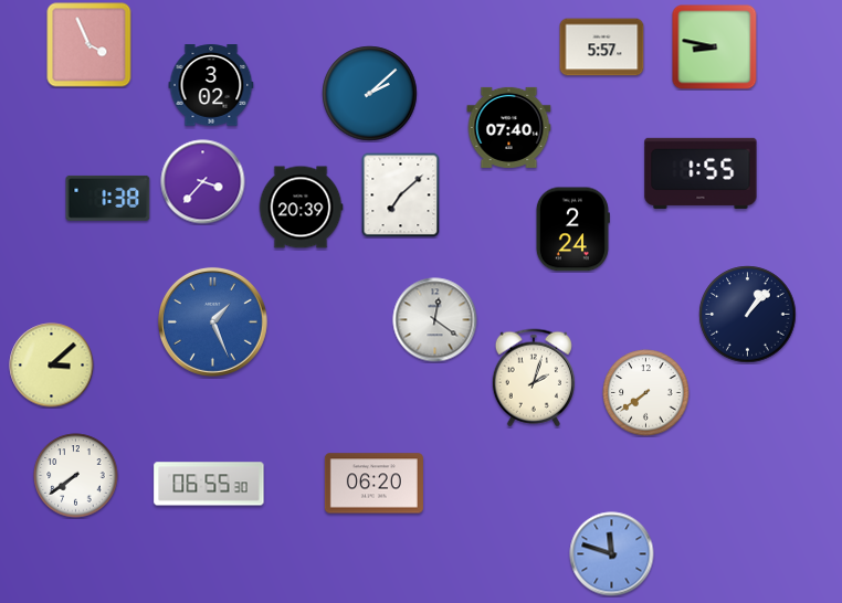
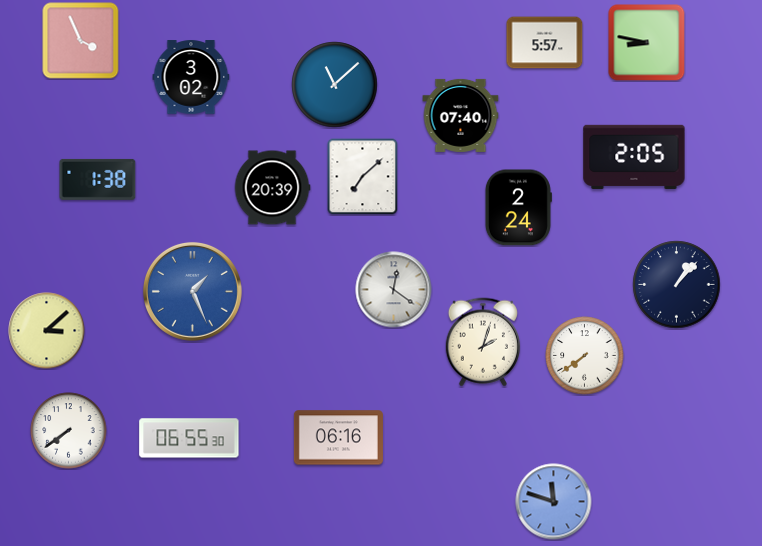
clock at (370, 94): 2:08 -> 11:08
clock at (701, 173): 1:55 -> 2:05
clock at (203, 182): 3:37 -> none
clock at (373, 484): 06:20 -> 06:16
